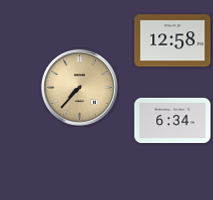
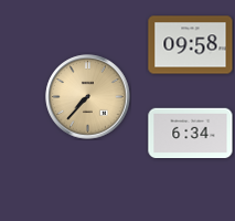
clock at (173, 41): 12:58 -> 09:58
